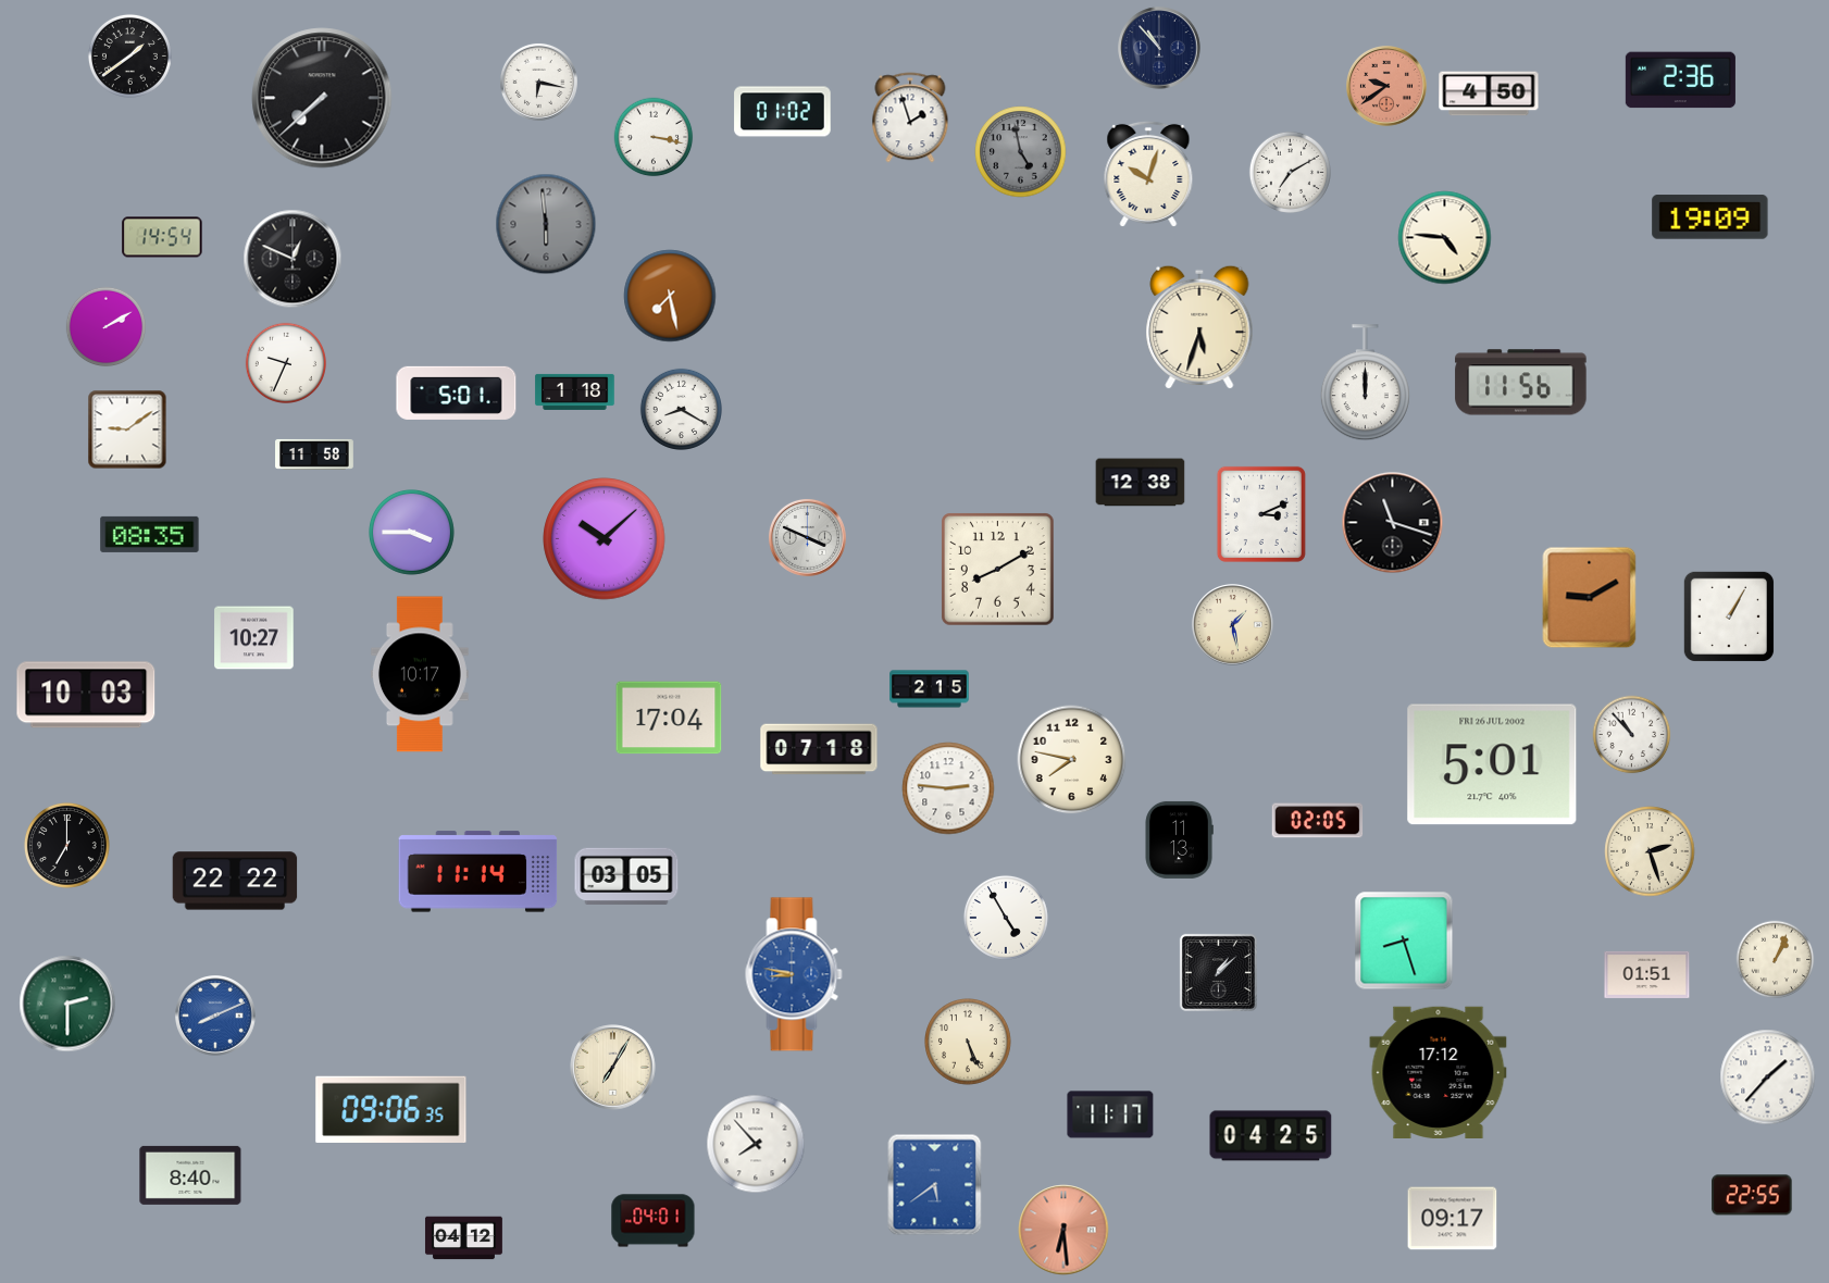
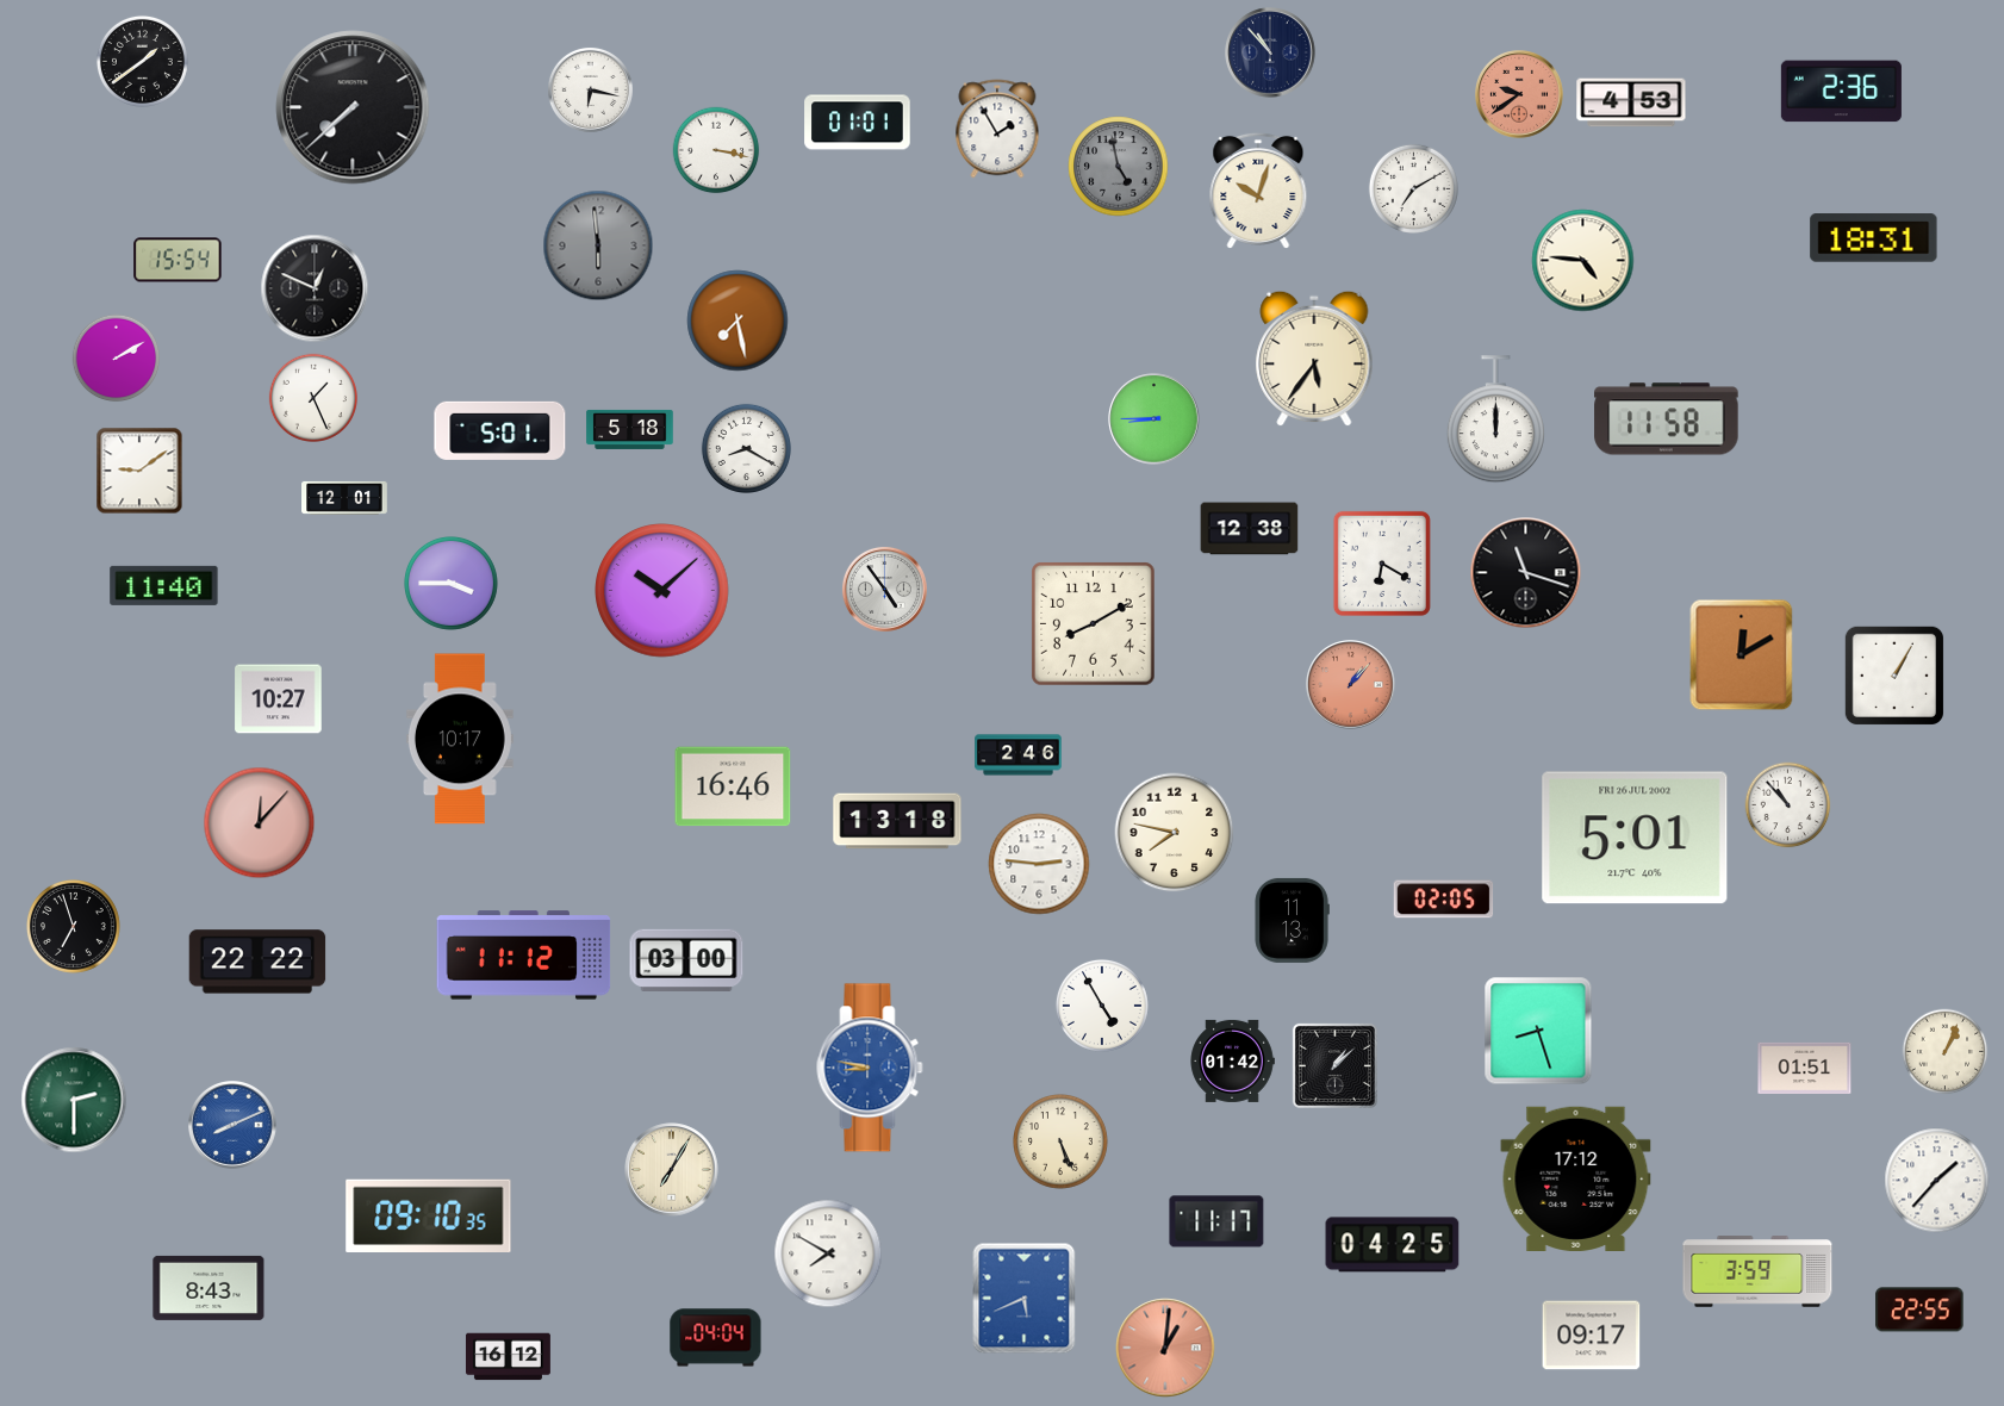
clock at (1680, 80) position: (1680, 80) -> (1841, 92)
clock at (1489, 94): 4:50 -> 4:53
clock at (783, 112): 01:02 -> 01:01
clock at (910, 117): 1:57 -> 1:55
clock at (1710, 217): 19:09 -> 18:31
clock at (162, 237): 14:54 -> 15:54
clock at (293, 259) position: (293, 259) -> (315, 288)
clock at (670, 296) position: (670, 296) -> (738, 321)
clock at (1199, 327): 5:33 -> 5:36
clock at (285, 362): 9:34 -> 1:26
clock at (1155, 419): none -> 8:45
clock at (1521, 383): 11:56 -> 11:58
clock at (575, 391): 1:18 -> 5:18
clock at (314, 454): 11:58 -> 12:01
clock at (1261, 514): 3:11 -> 6:20
clock at (150, 534): 08:35 -> 11:40
clock at (807, 537): 3:49 -> 4:54
clock at (1590, 598): 9:10 -> 12:10
clock at (1233, 625): 1:28 -> 1:07
clock at (1233, 625) dial: cream -> salmon
clock at (930, 689): 2:15 -> 2:46
clock at (86, 695): 10:03 -> none
clock at (669, 718): 17:04 -> 16:46
clock at (819, 749): 07:18 -> 13:18
clock at (260, 823): none -> 12:07
clock at (66, 845): 7:00 -> 6:57
clock at (1650, 851): 2:27 -> none
clock at (478, 872): 11:14 -> 11:12
clock at (626, 876): 03:05 -> 03:00
clock at (235, 881) position: (235, 881) -> (257, 962)
clock at (1232, 1060): none -> 01:42
clock at (216, 1017) position: (216, 1017) -> (234, 1126)
clock at (1439, 1072) position: (1439, 1072) -> (1576, 1178)
clock at (391, 1109): 09:06 -> 09:10
clock at (756, 1144): 7:53 -> 7:50
clock at (1757, 1271): none -> 3:59
clock at (190, 1175): 8:40 -> 8:43
clock at (935, 1185): 5:39 -> 5:41
clock at (654, 1221): 04:01 -> 04:04
clock at (1063, 1230): 6:29 -> 1:01
clock at (463, 1238): 04:12 -> 16:12
